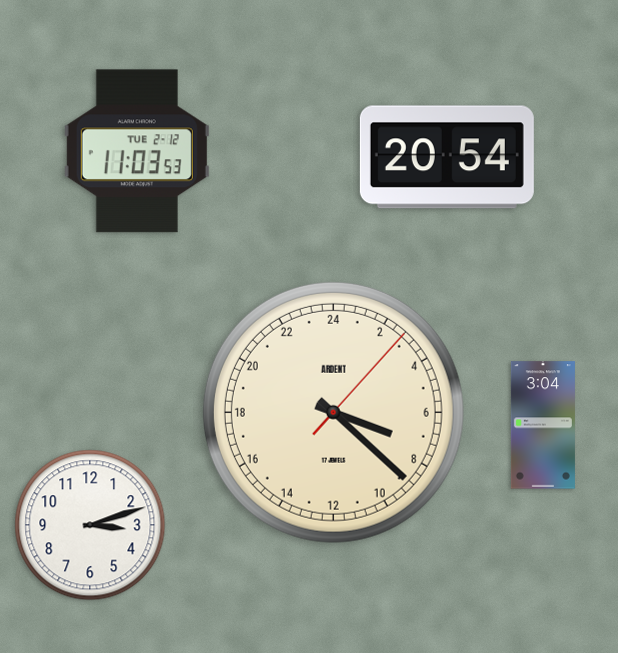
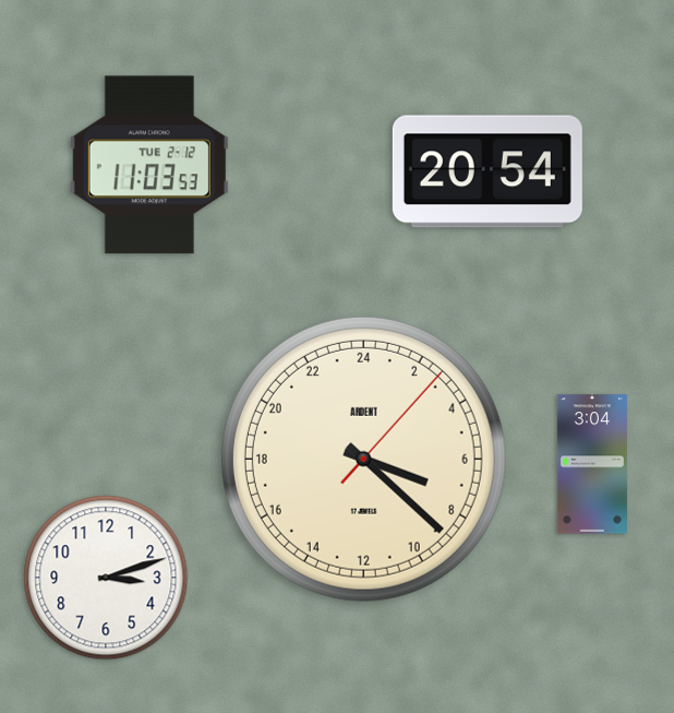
clock at (333, 412) position: (333, 412) -> (363, 459)
clock at (90, 525) position: (90, 525) -> (106, 578)
